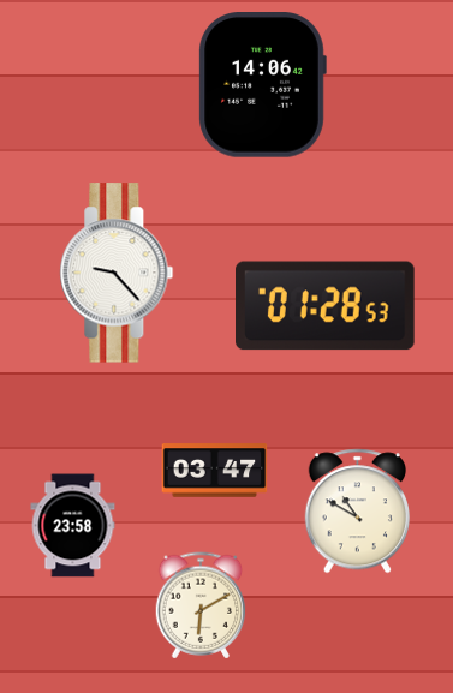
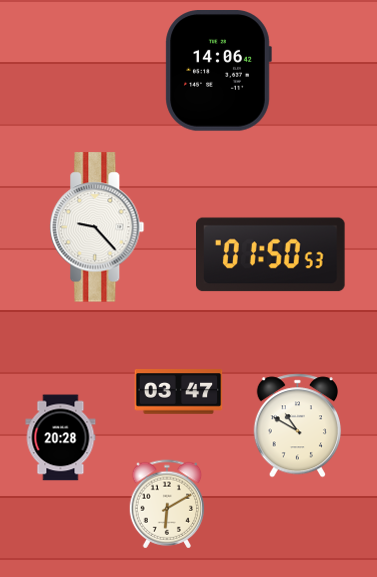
clock at (326, 306): 01:28 -> 01:50
clock at (73, 526): 23:58 -> 20:28
